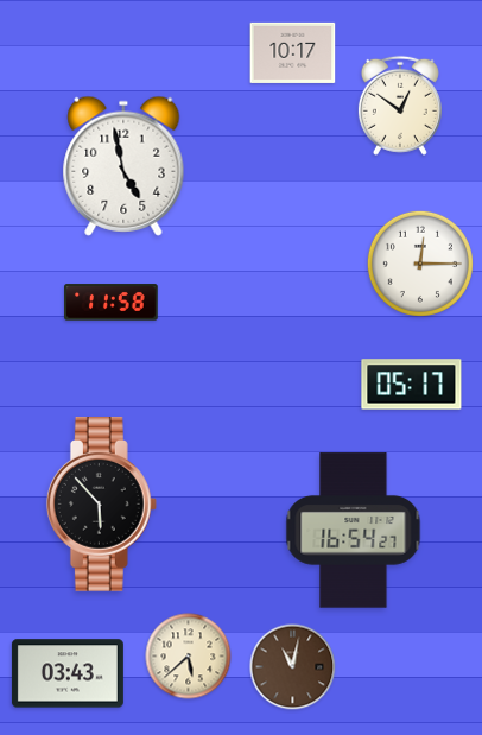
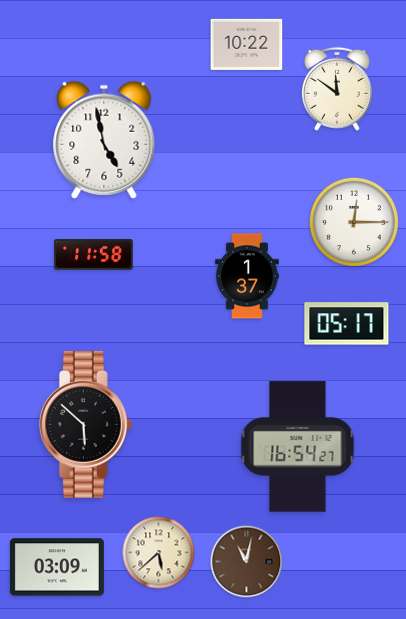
clock at (293, 52): 10:17 -> 10:22
clock at (400, 106): 12:51 -> 11:51
clock at (247, 276): none -> 1:37
clock at (101, 505): 5:53 -> 5:52
clock at (68, 673): 03:43 -> 03:09
